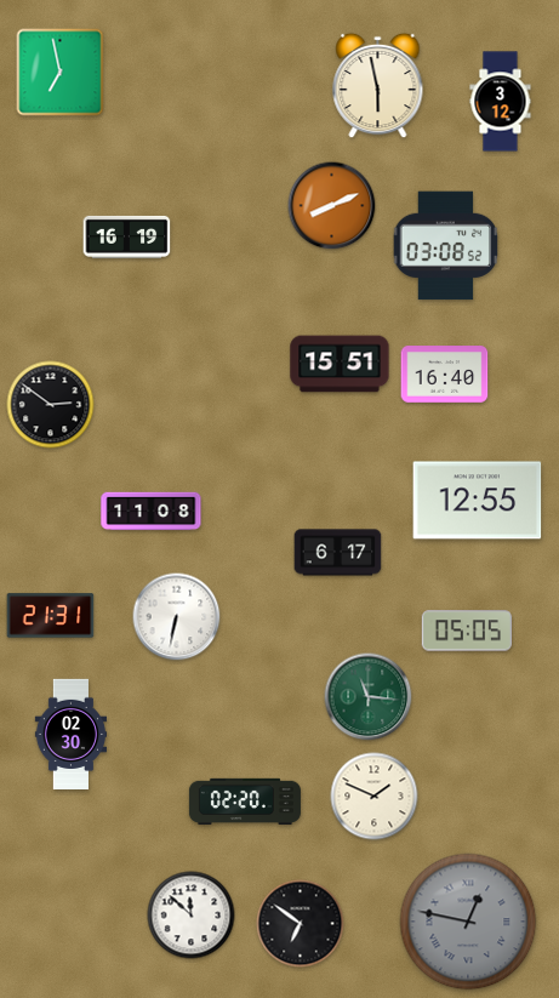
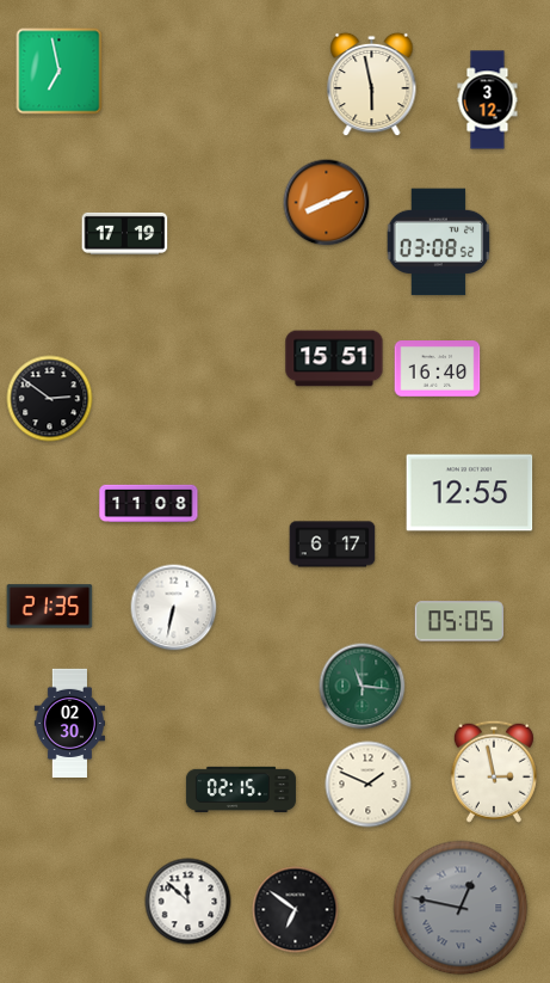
clock at (501, 102) position: (501, 102) -> (488, 100)
clock at (127, 236): 16:19 -> 17:19
clock at (51, 616): 21:31 -> 21:35
clock at (494, 772): none -> 2:58
clock at (245, 802): 02:20 -> 02:15
